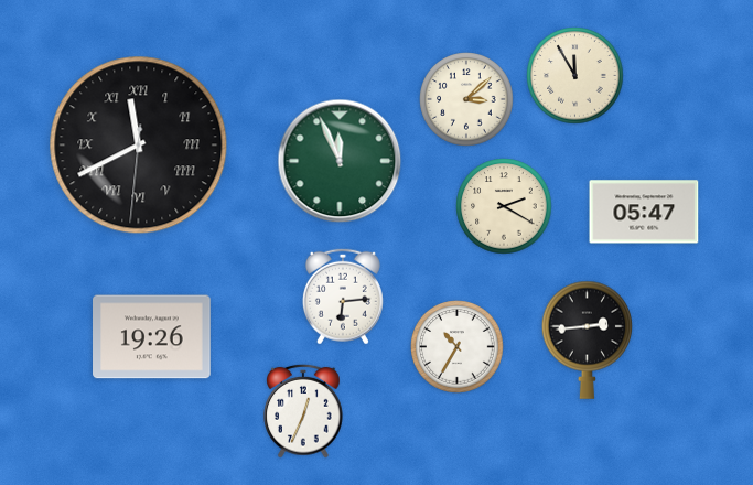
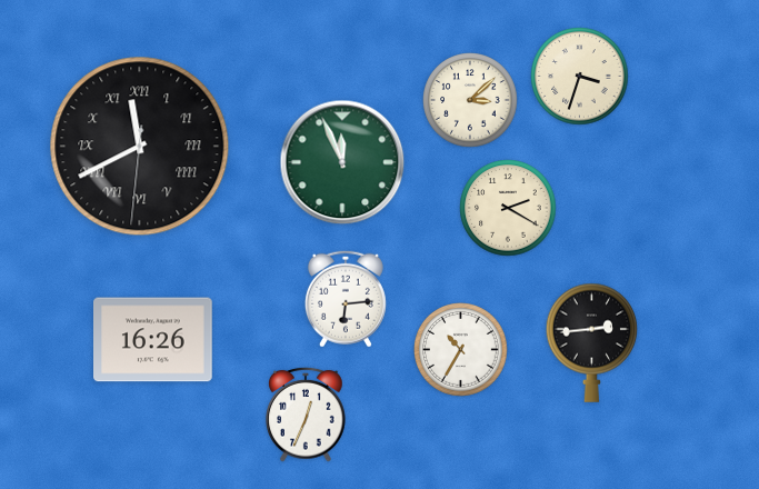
clock at (575, 76): 11:55 -> 3:33
clock at (644, 212): 05:47 -> none
clock at (152, 337): 19:26 -> 16:26
